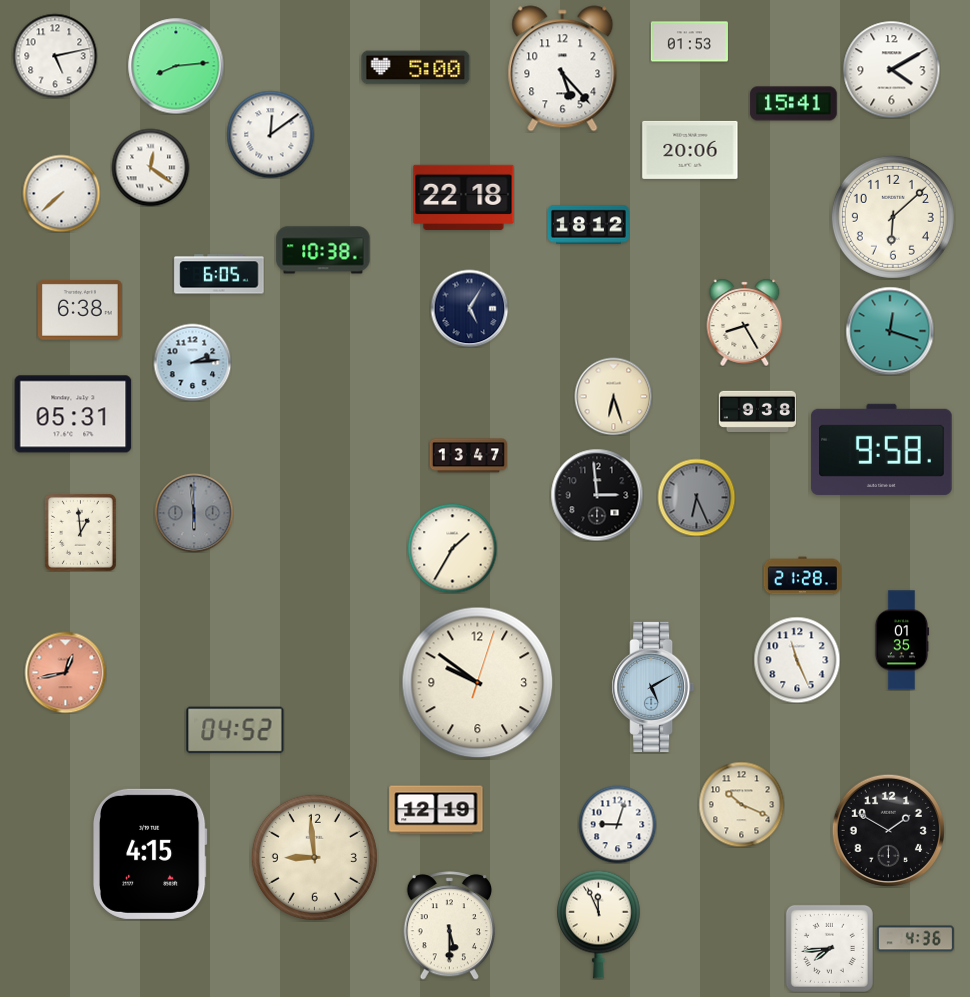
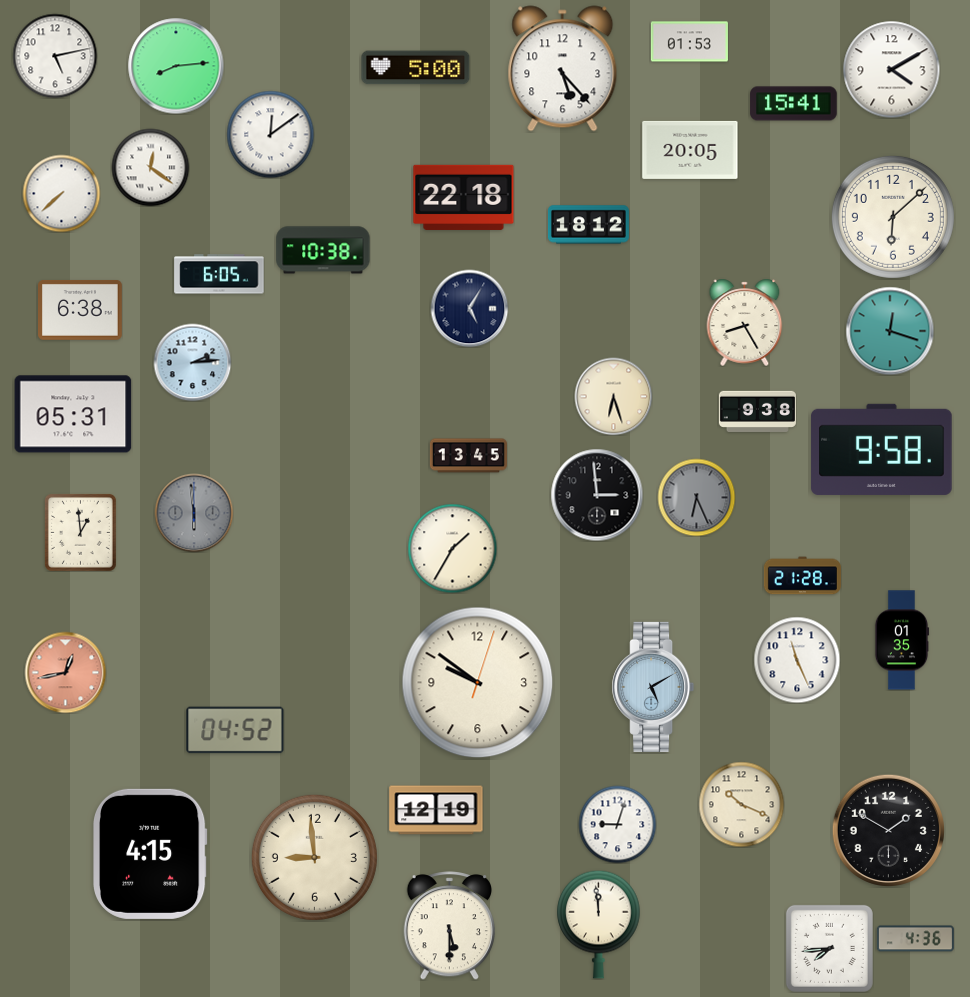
clock at (690, 150): 20:06 -> 20:05
clock at (468, 456): 13:47 -> 13:45
clock at (599, 924): 11:56 -> 11:59
